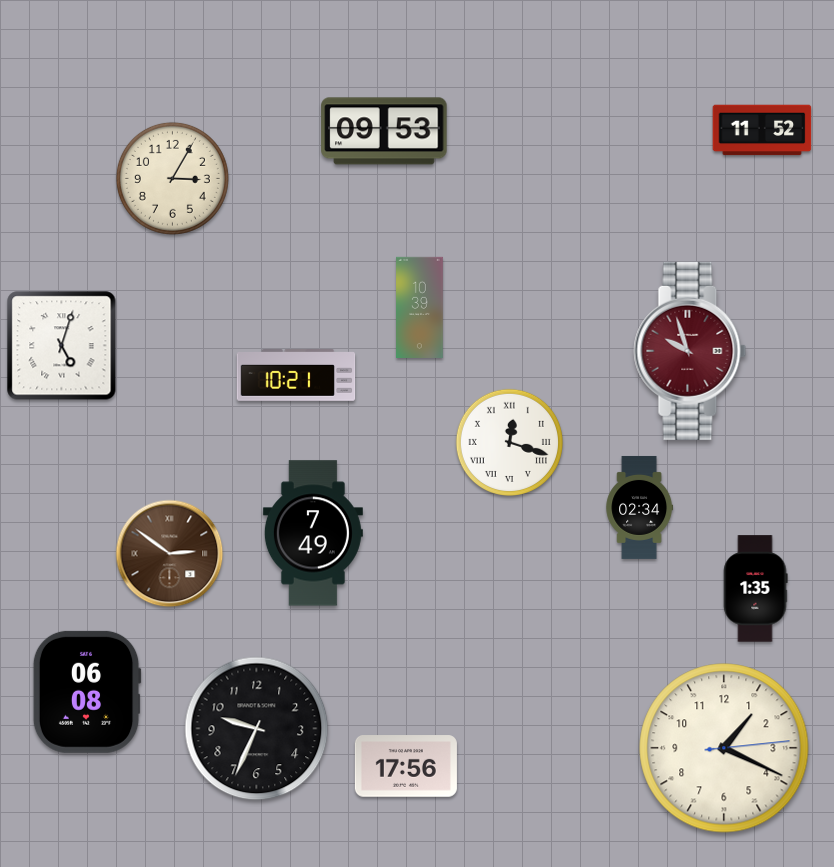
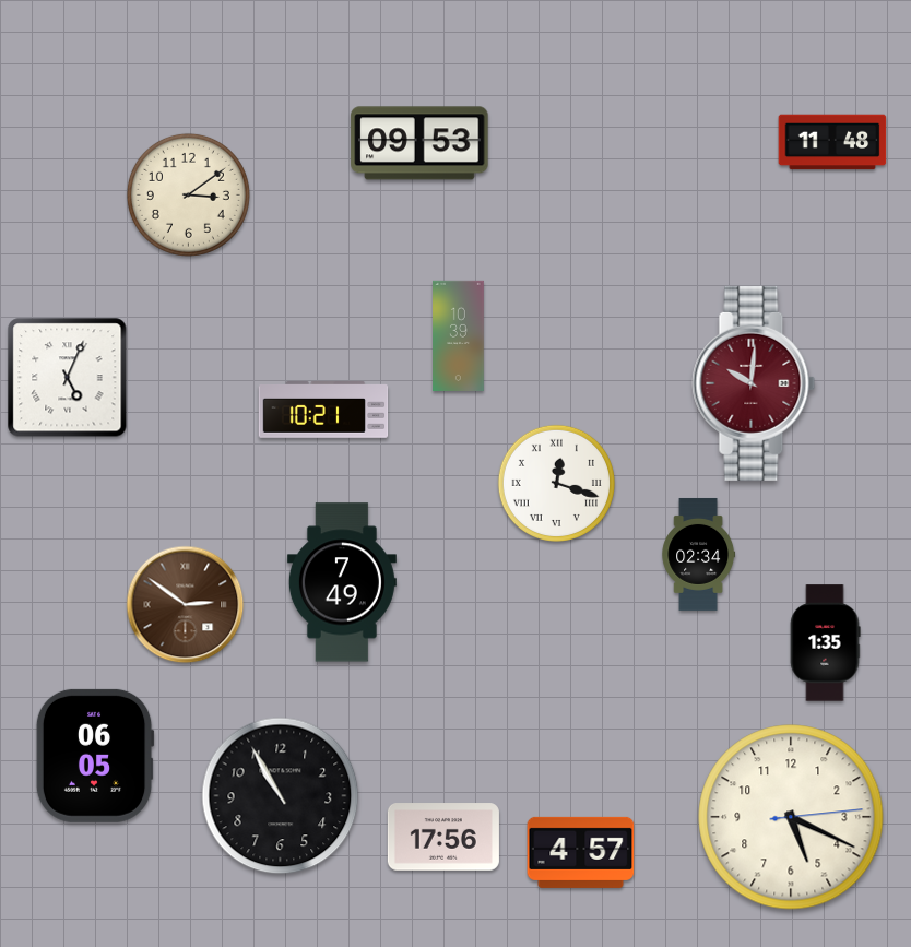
clock at (762, 130): 11:52 -> 11:48
clock at (172, 178): 3:05 -> 3:09
clock at (62, 346): 5:03 -> 5:04
clock at (690, 351): 9:57 -> 10:01
clock at (87, 692): 06:08 -> 06:05
clock at (257, 729): 9:34 -> 10:55
clock at (724, 748): 1:19 -> 5:19
clock at (581, 852): none -> 4:57
